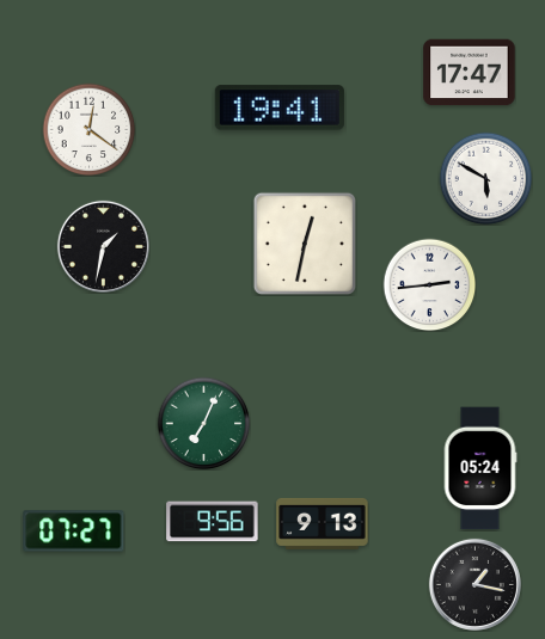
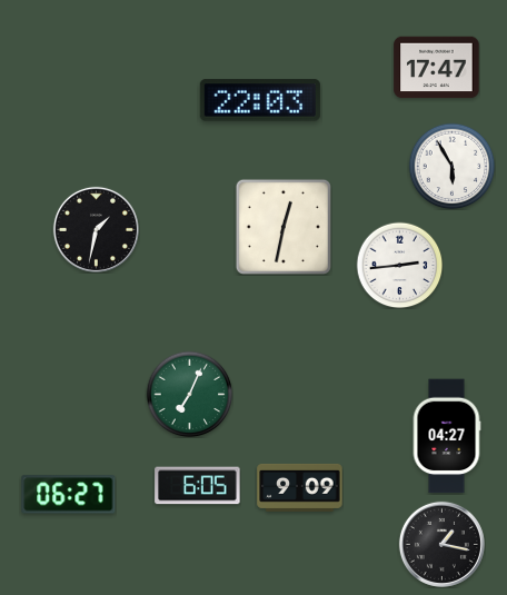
clock at (280, 107): 19:41 -> 22:03
clock at (88, 129): 12:21 -> none
clock at (485, 178): 5:50 -> 5:55
clock at (480, 468): 05:24 -> 04:27
clock at (213, 522): 9:56 -> 6:05
clock at (323, 523): 9:13 -> 9:09
clock at (74, 532): 07:27 -> 06:27
